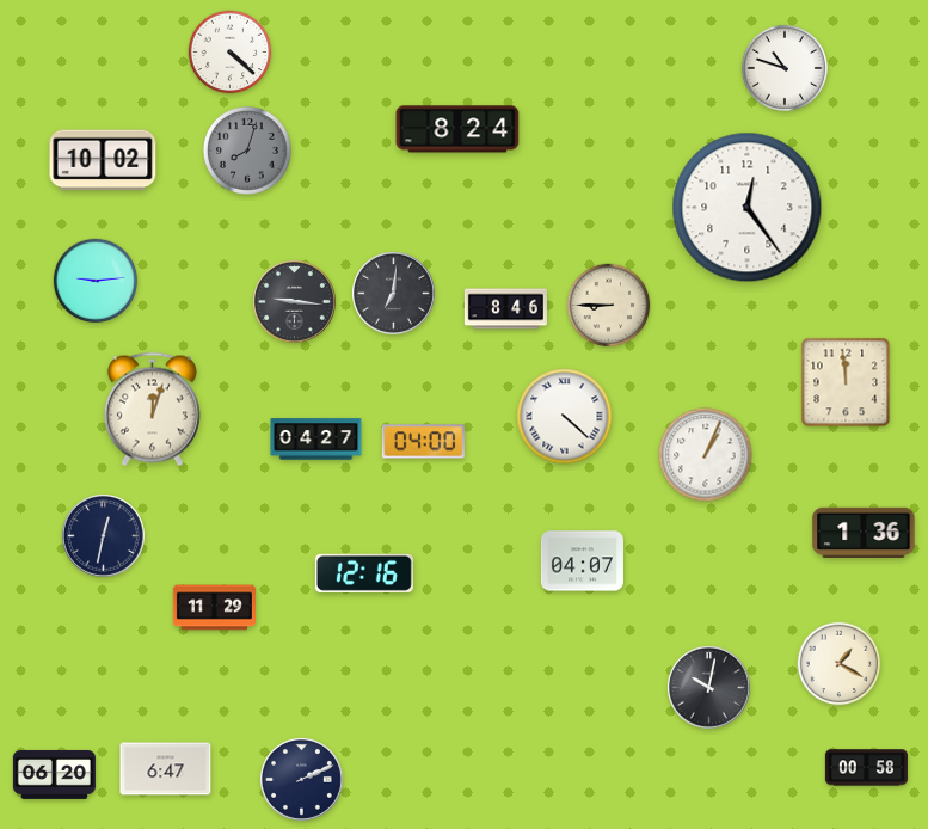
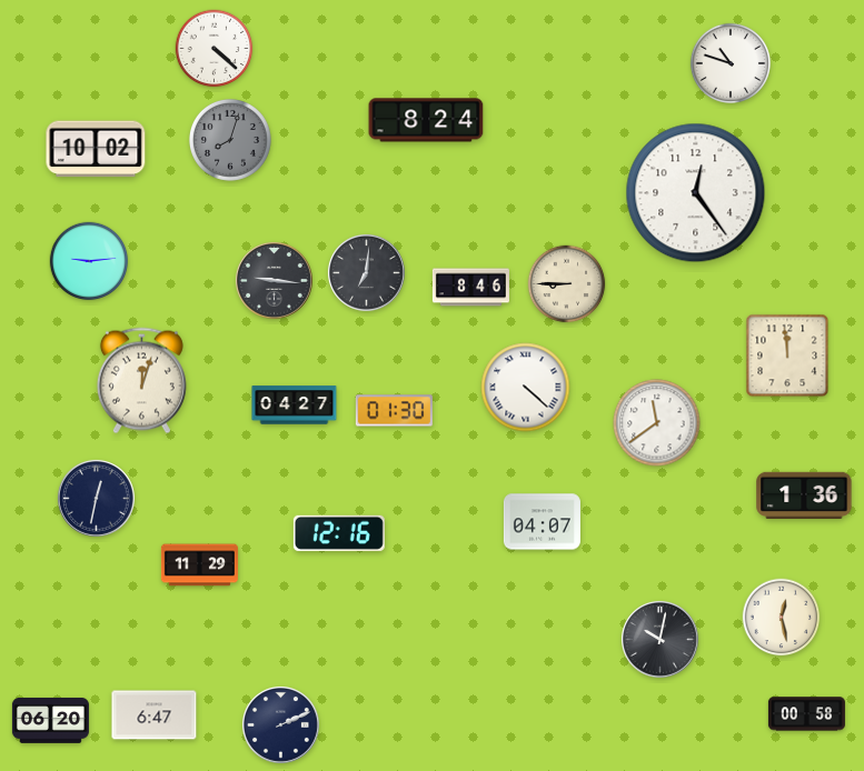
clock at (316, 440) position: (316, 440) -> (295, 405)
clock at (423, 442): 04:00 -> 01:30
clock at (706, 455): 1:04 -> 11:39
clock at (840, 664): 1:20 -> 12:28
